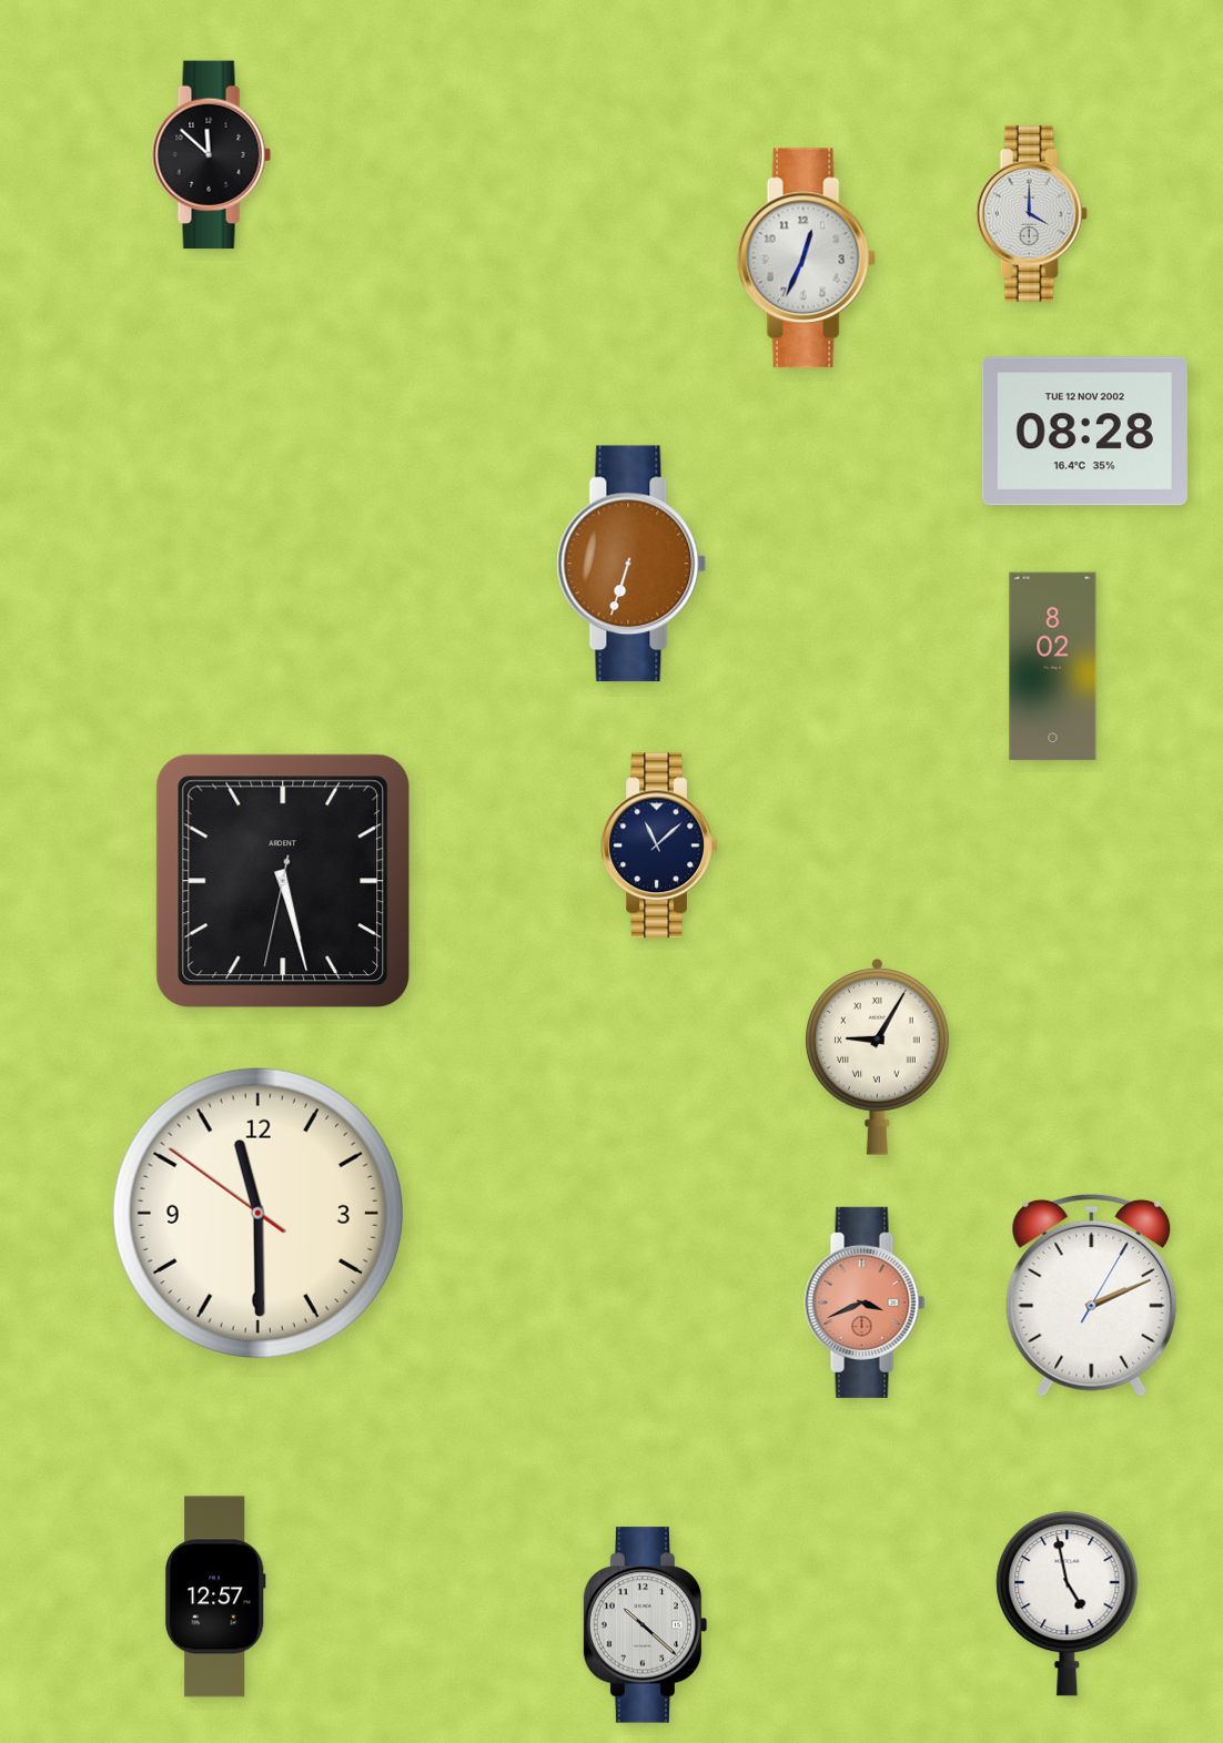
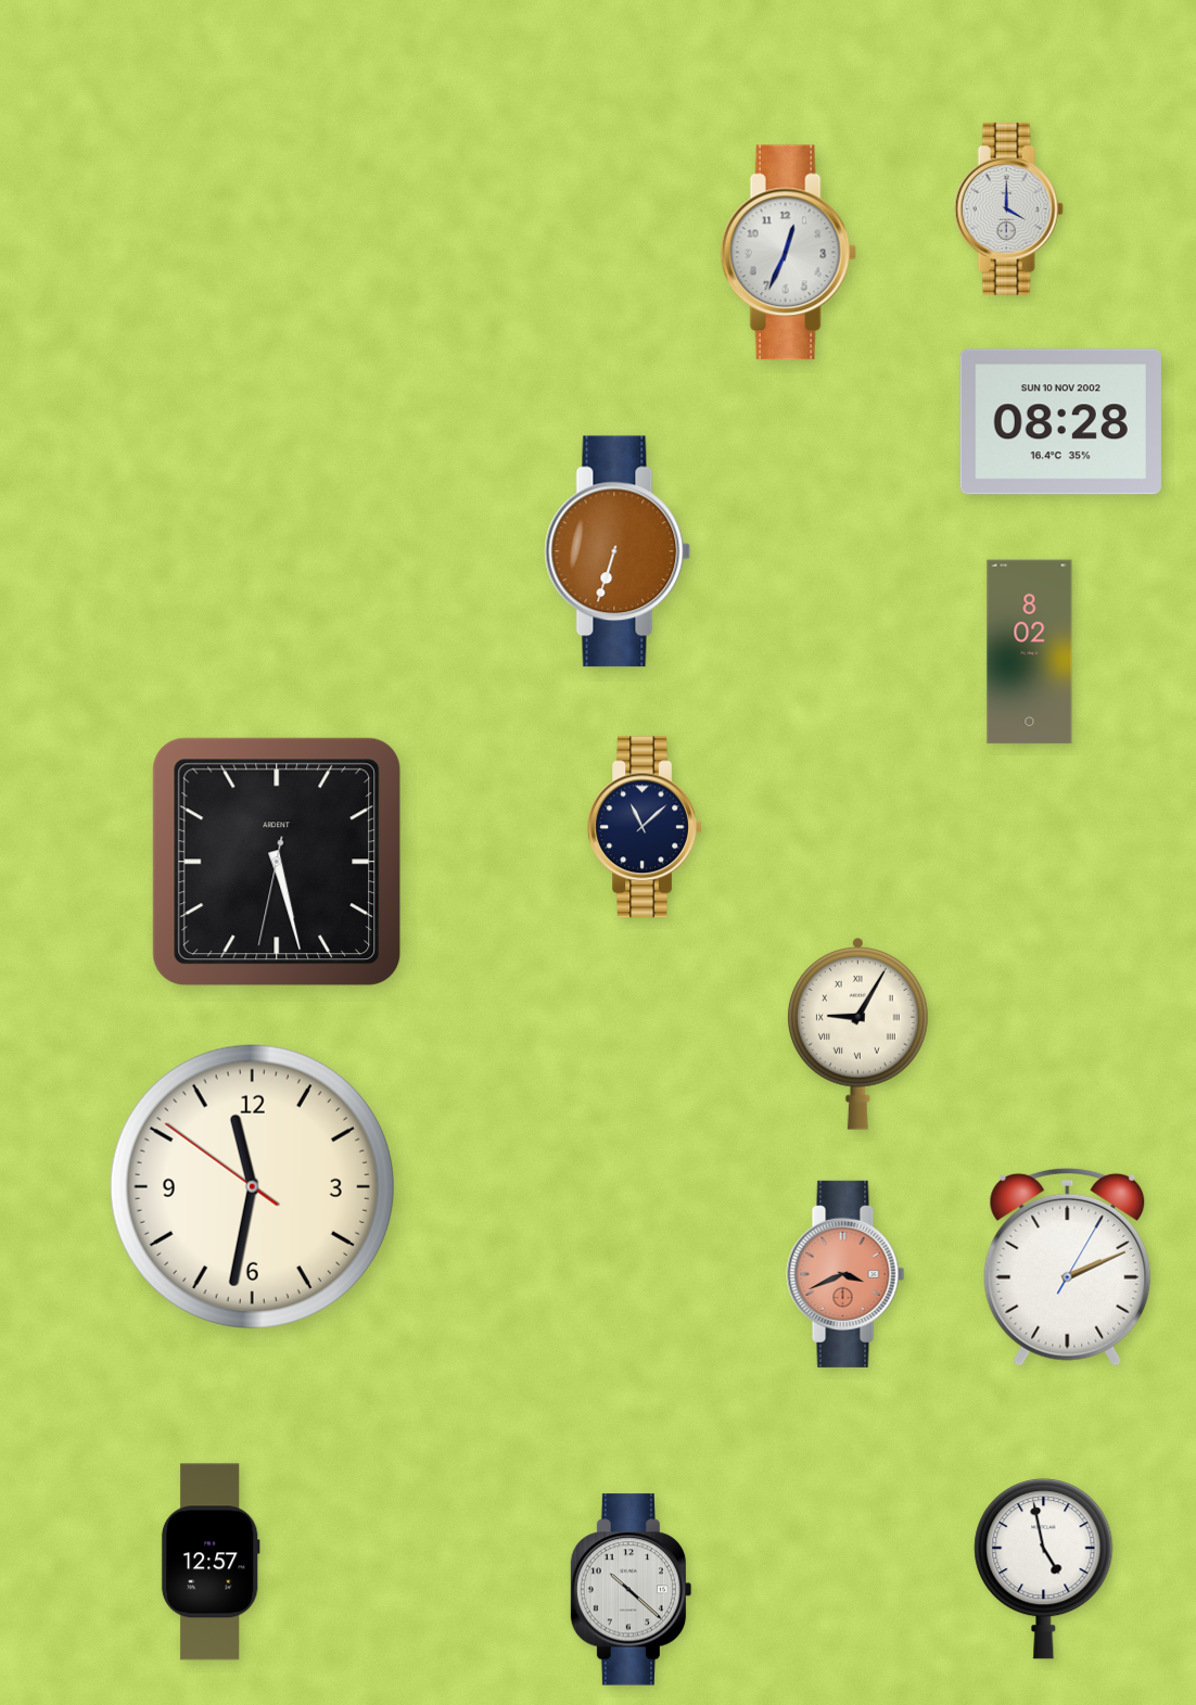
clock at (211, 155): 11:52 -> none
clock at (1084, 432) date: TUE 12 NOV 2002 -> SUN 10 NOV 2002
clock at (257, 1213): 11:29 -> 11:31
